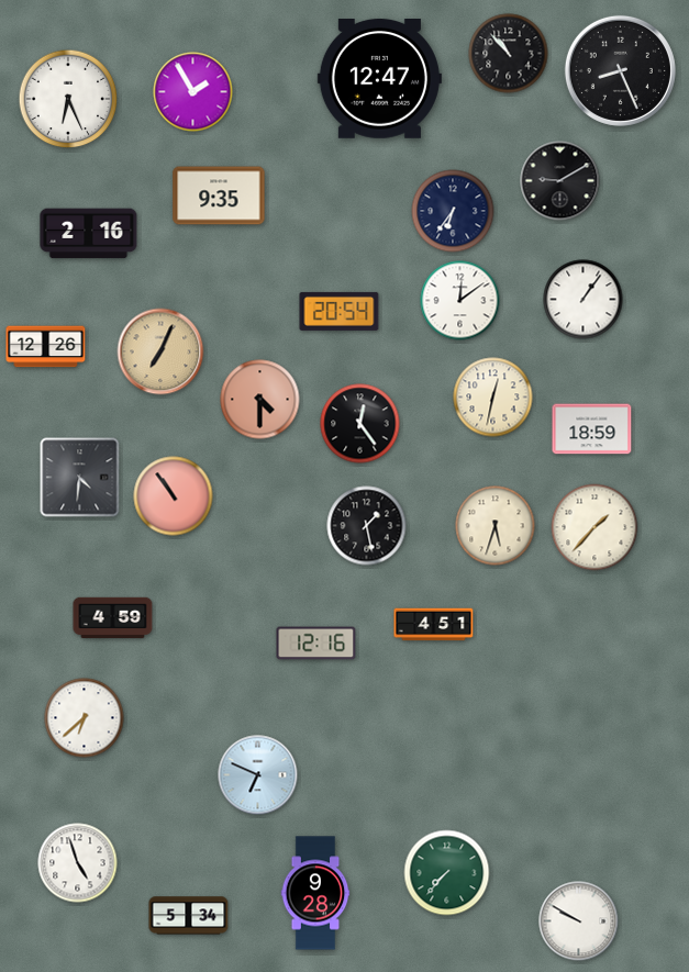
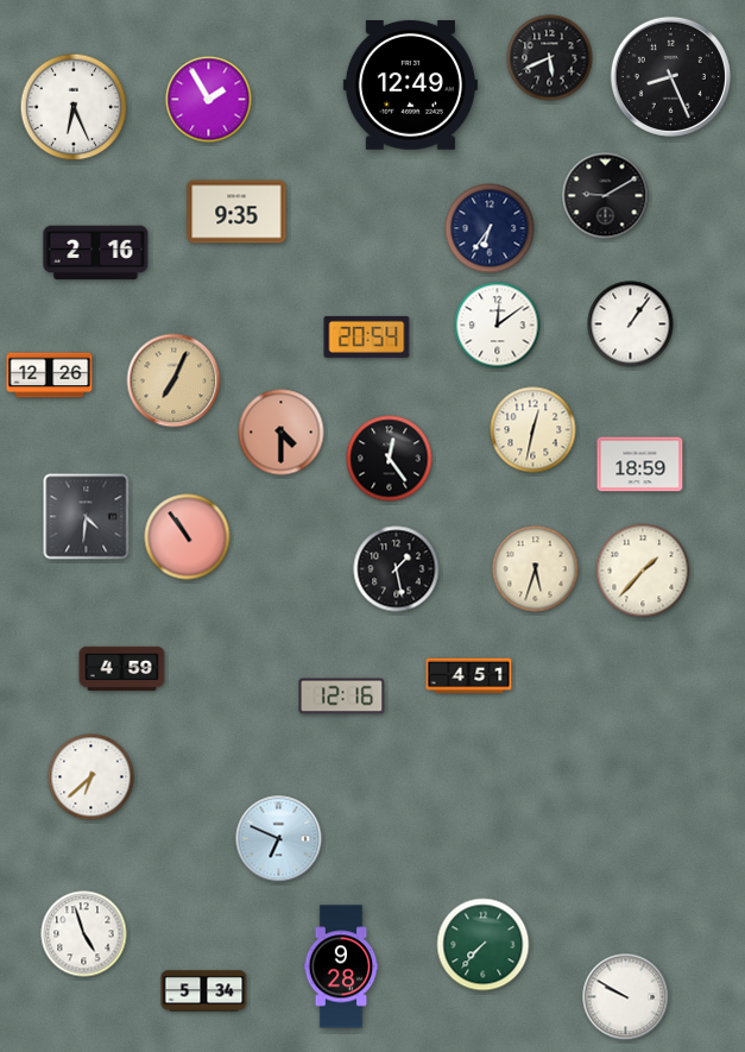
clock at (509, 54): 10:53 -> 5:41
clock at (379, 79): 12:47 -> 12:49
